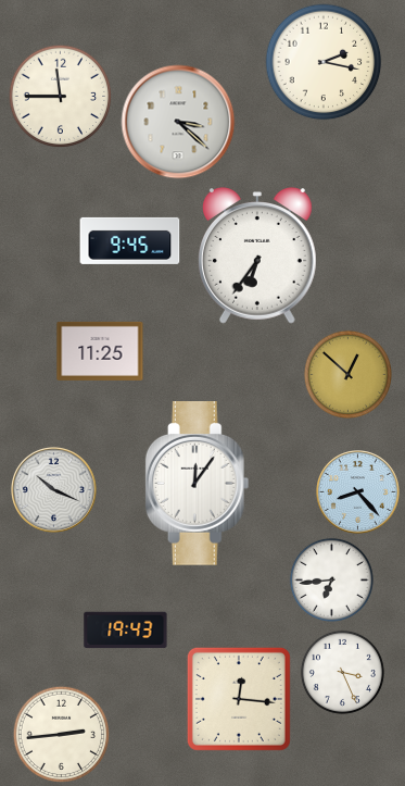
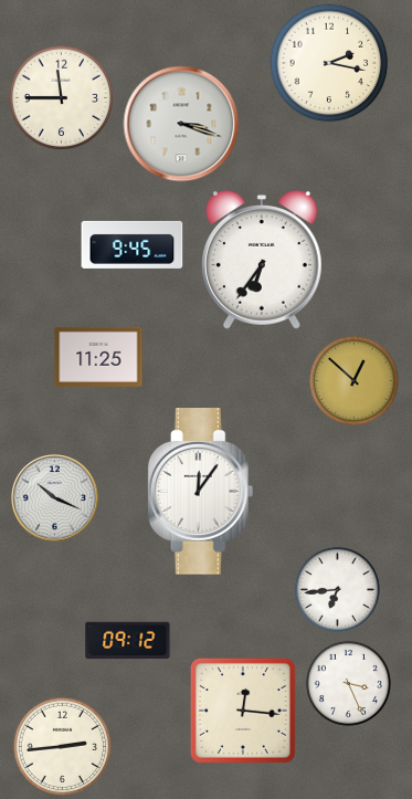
clock at (178, 122): 3:22 -> 3:18
clock at (100, 351) position: (100, 351) -> (98, 357)
clock at (358, 492): 8:23 -> none
clock at (126, 631): 19:43 -> 09:12
